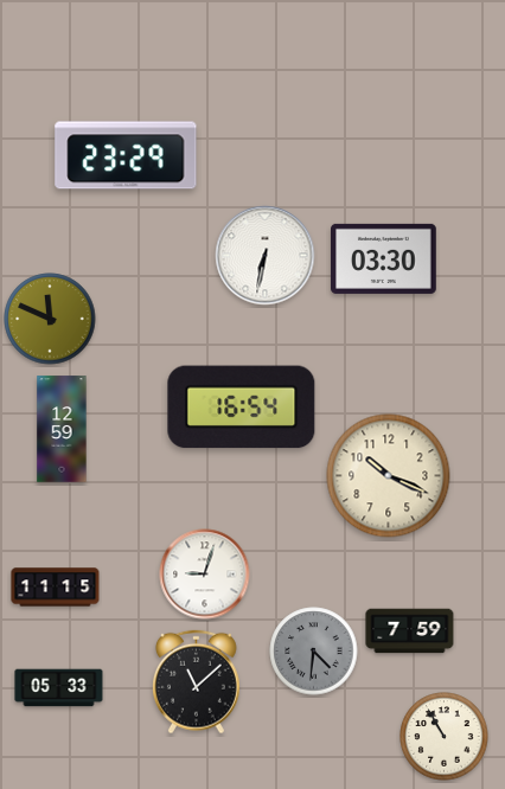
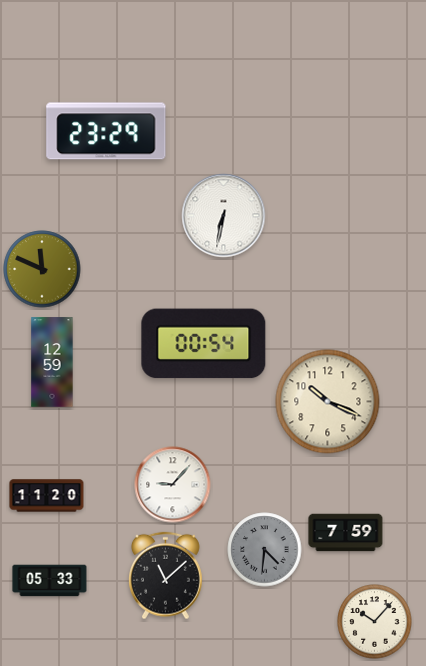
clock at (384, 258): 03:30 -> none
clock at (242, 408): 16:54 -> 00:54
clock at (205, 575): 9:03 -> 9:07
clock at (56, 588): 11:15 -> 11:20
clock at (445, 737): 10:55 -> 10:07
